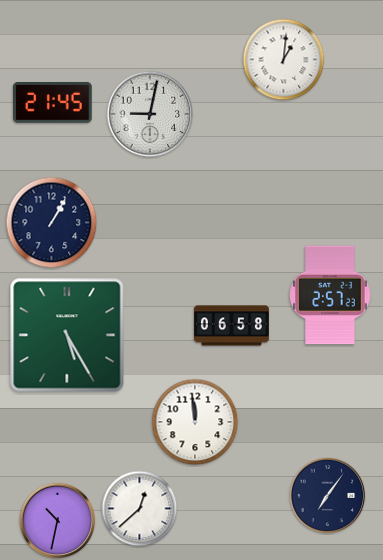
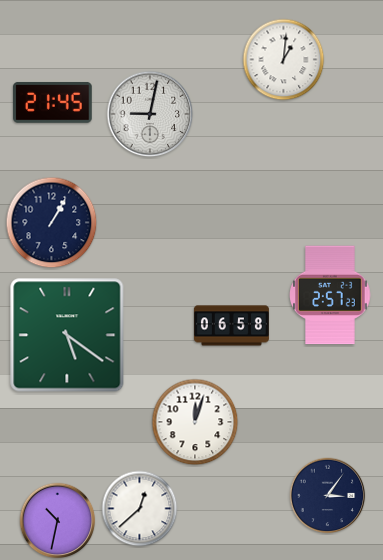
clock at (67, 335): 5:25 -> 5:21
clock at (195, 422): 11:59 -> 12:03
clock at (328, 496): 7:06 -> 3:06
